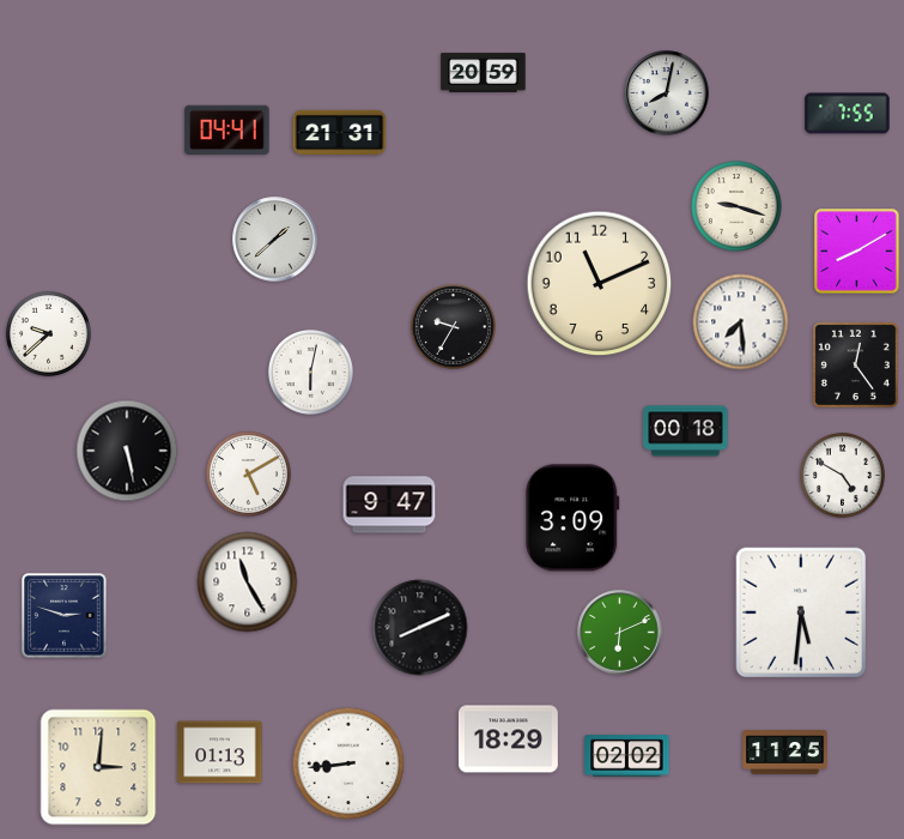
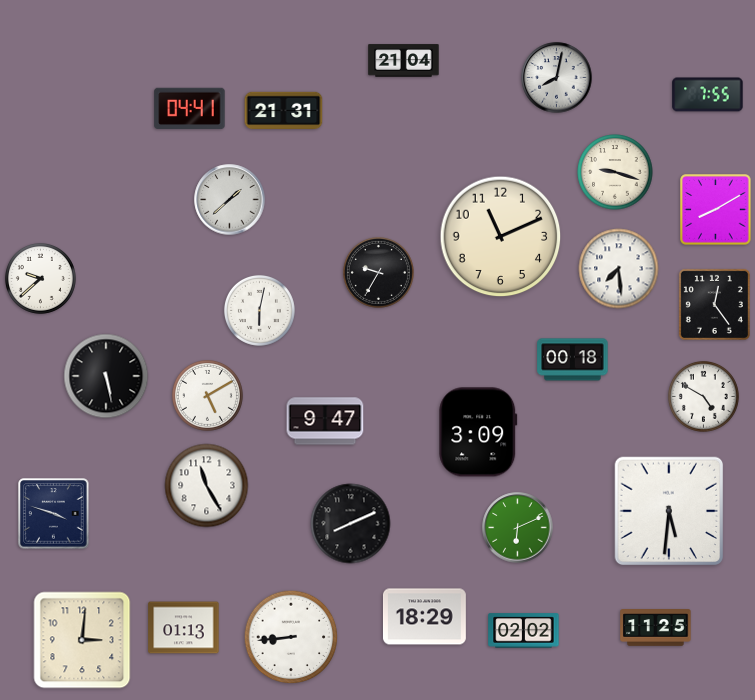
clock at (484, 73): 20:59 -> 21:04
clock at (65, 616): 2:48 -> 3:48
